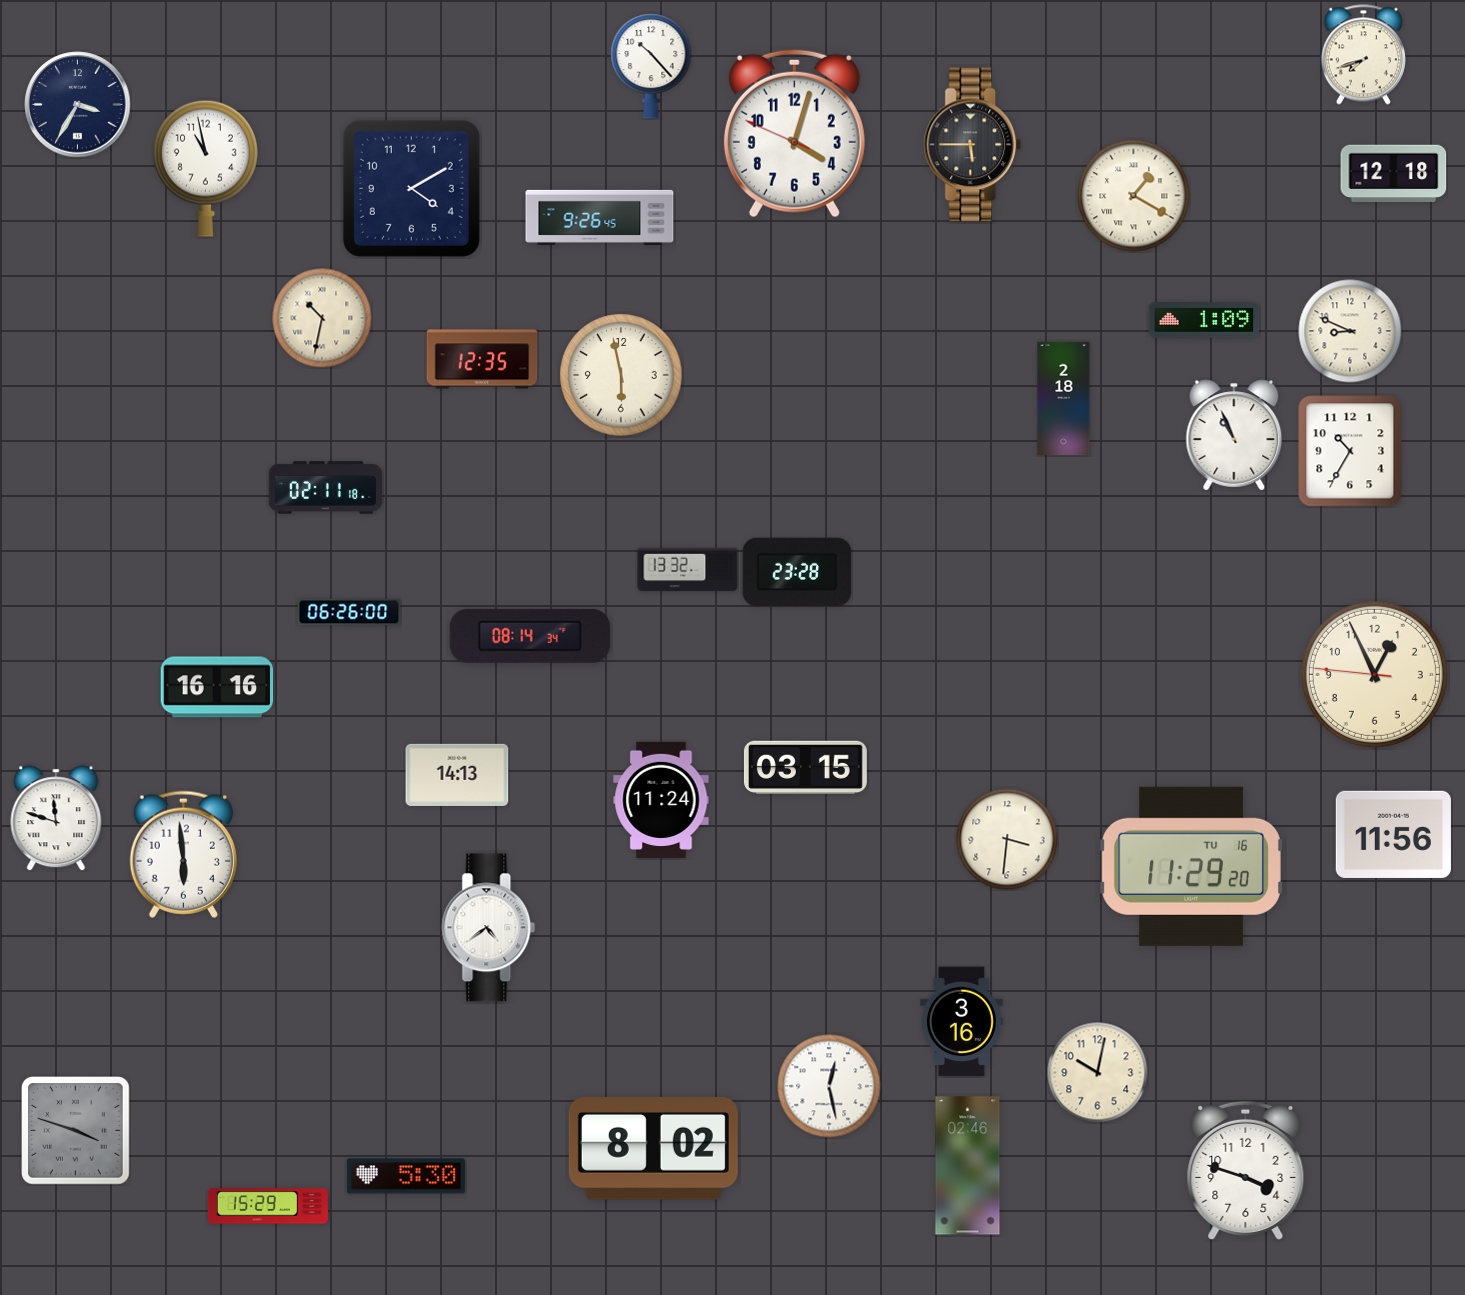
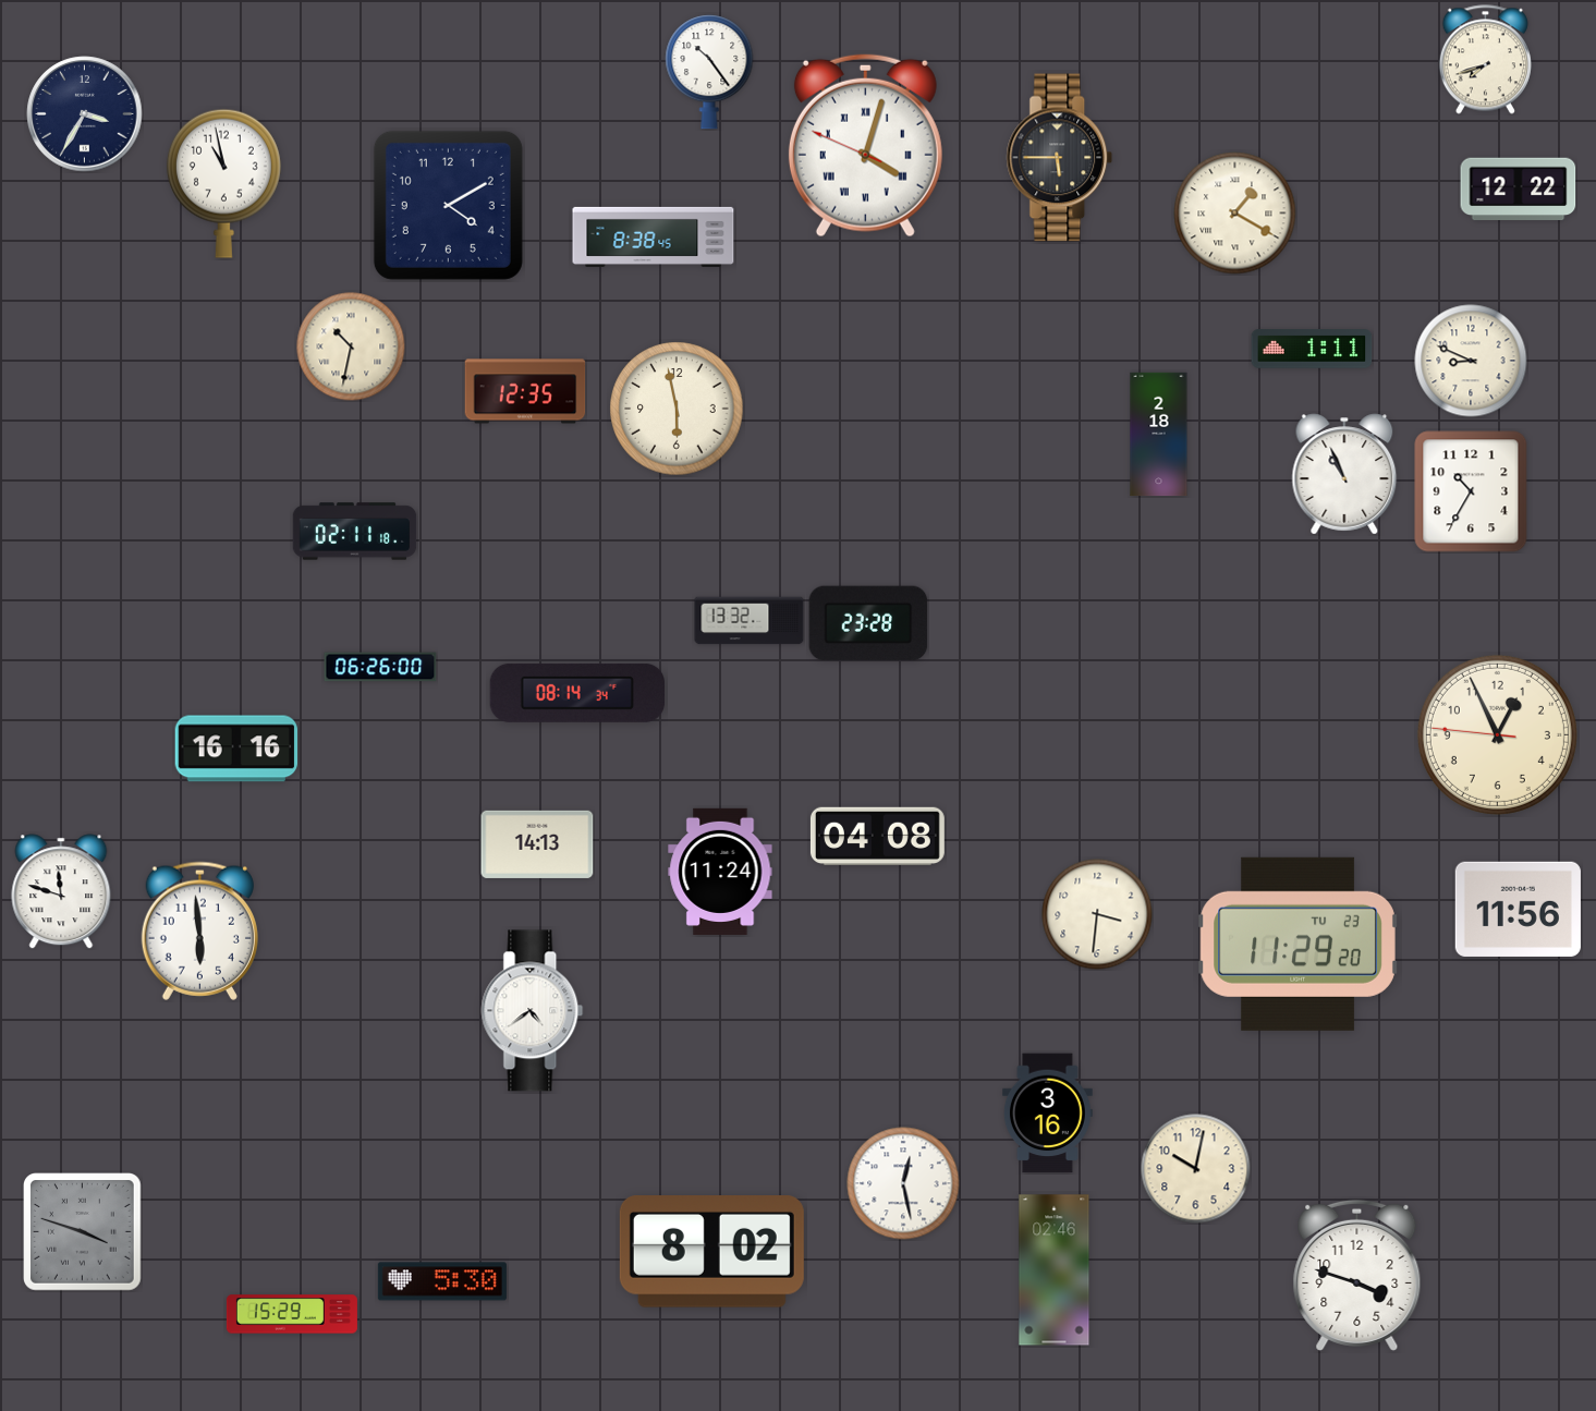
clock at (651, 66): 10:23 -> 10:24
clock at (794, 134) numerals: Arabic -> Roman
clock at (1394, 174): 12:18 -> 12:22
clock at (600, 217): 9:26 -> 8:38
clock at (1204, 320): 1:09 -> 1:11
clock at (805, 767): 03:15 -> 04:08
clock at (457, 775) position: (457, 775) -> (537, 844)
clock at (1191, 866) date: TU 16 -> TU 23
